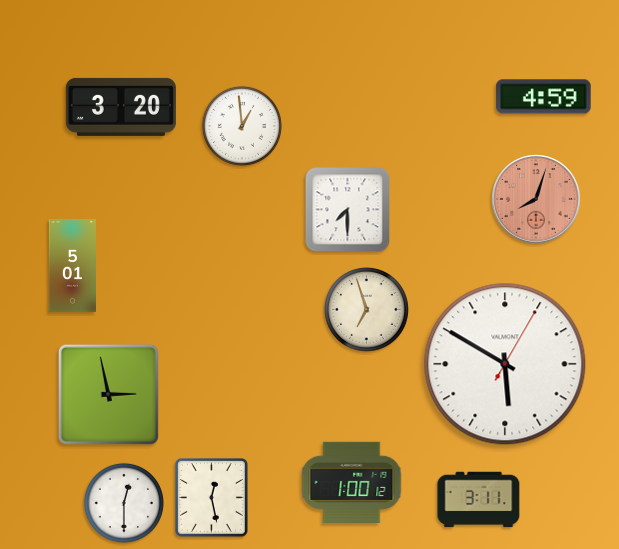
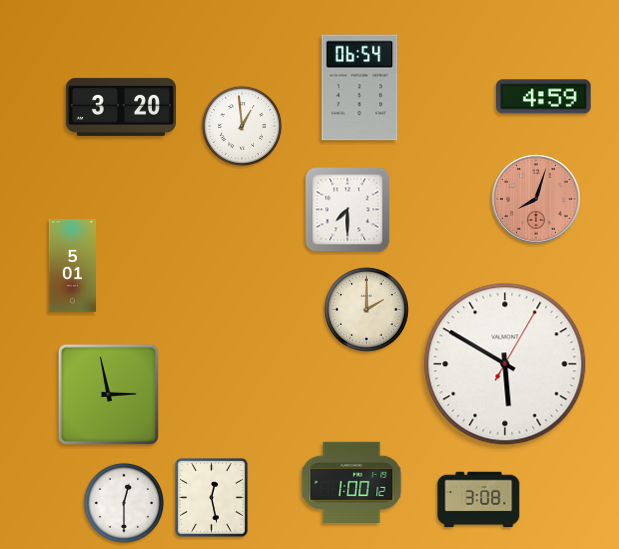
clock at (360, 88): none -> 06:54
clock at (366, 309): 6:57 -> 2:00
clock at (479, 500): 3:11 -> 3:08
